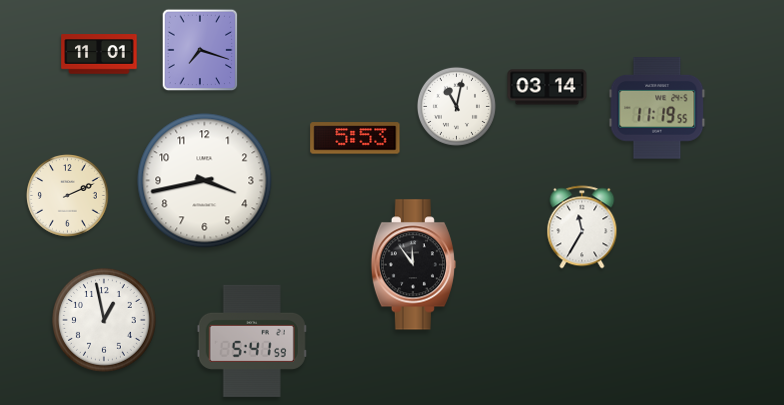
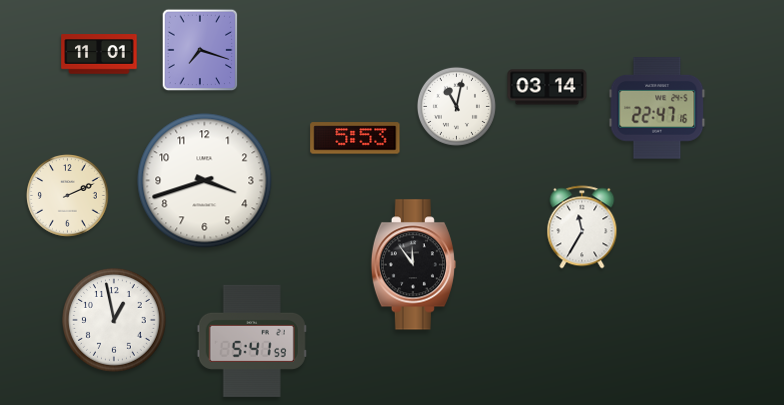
clock at (657, 108): 11:19 -> 22:47
clock at (205, 181): 3:43 -> 3:42
clock at (105, 321) position: (105, 321) -> (115, 321)
